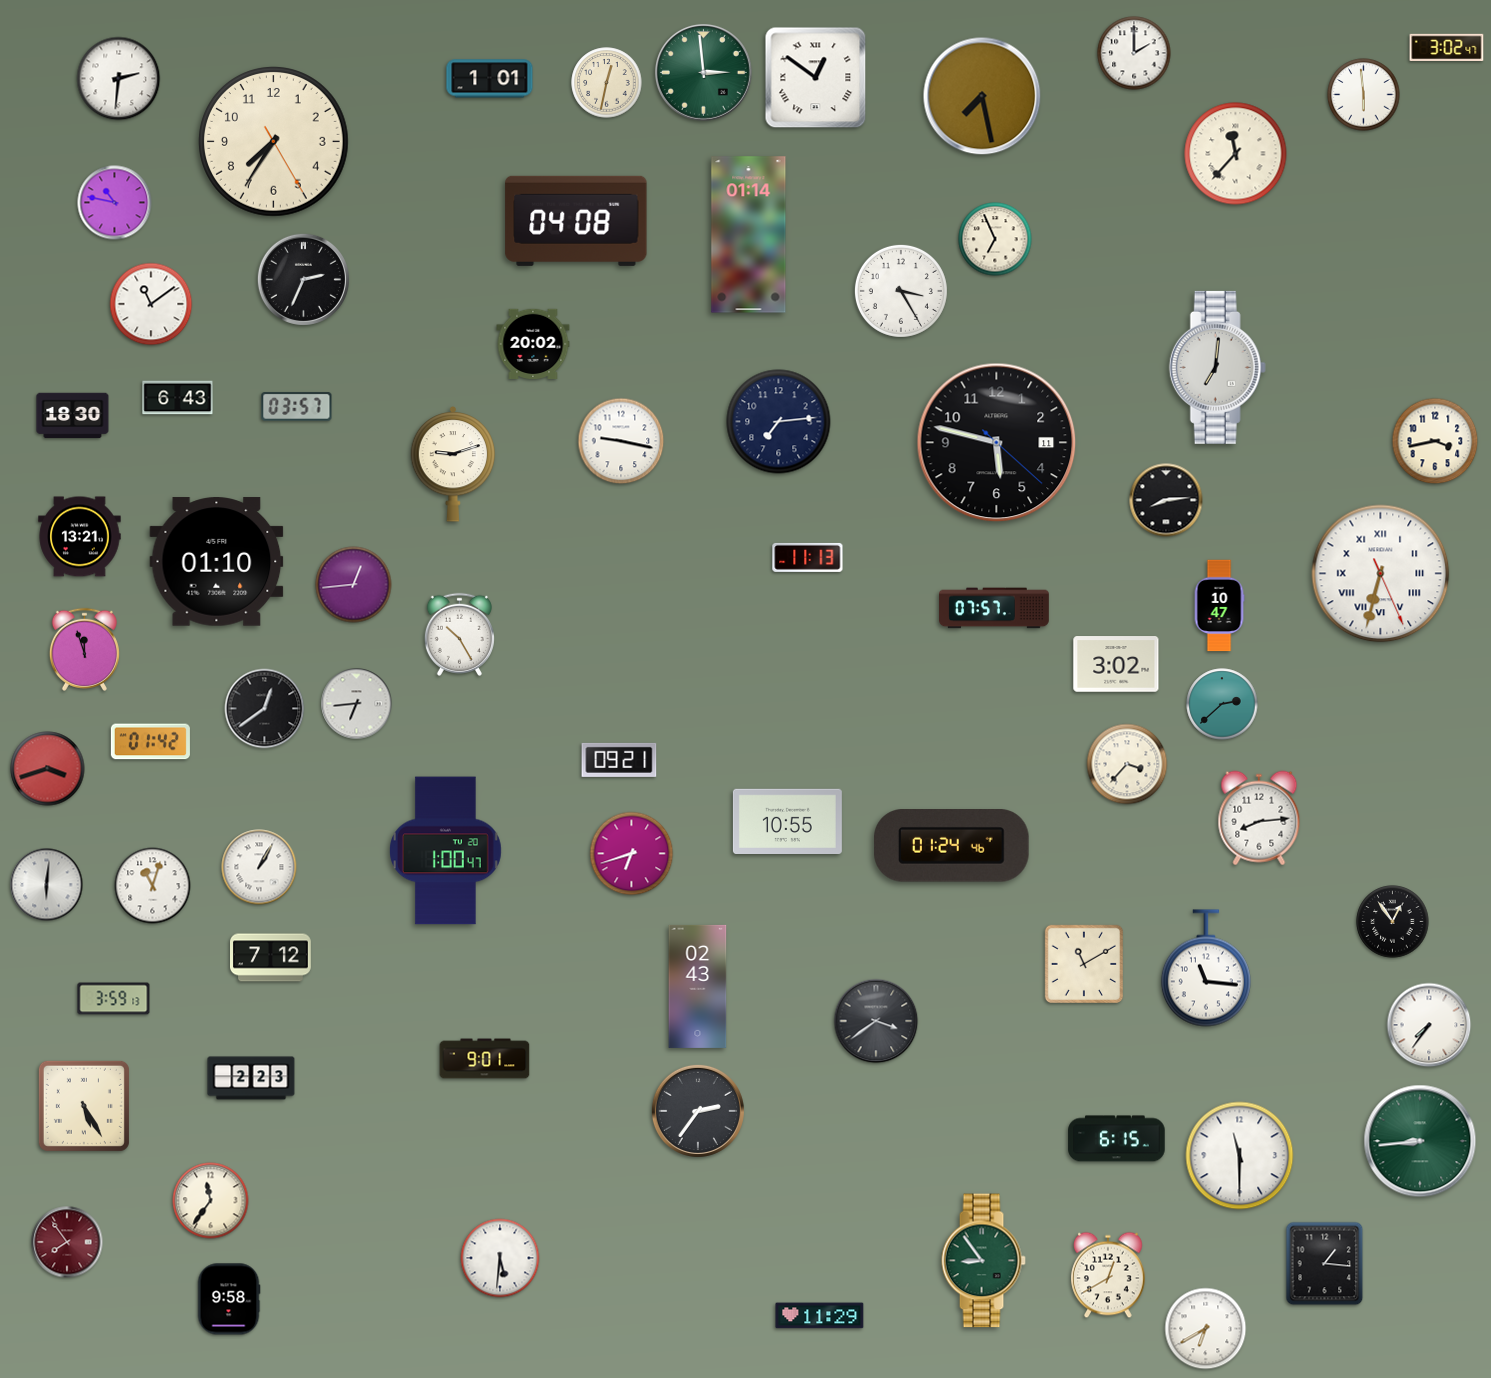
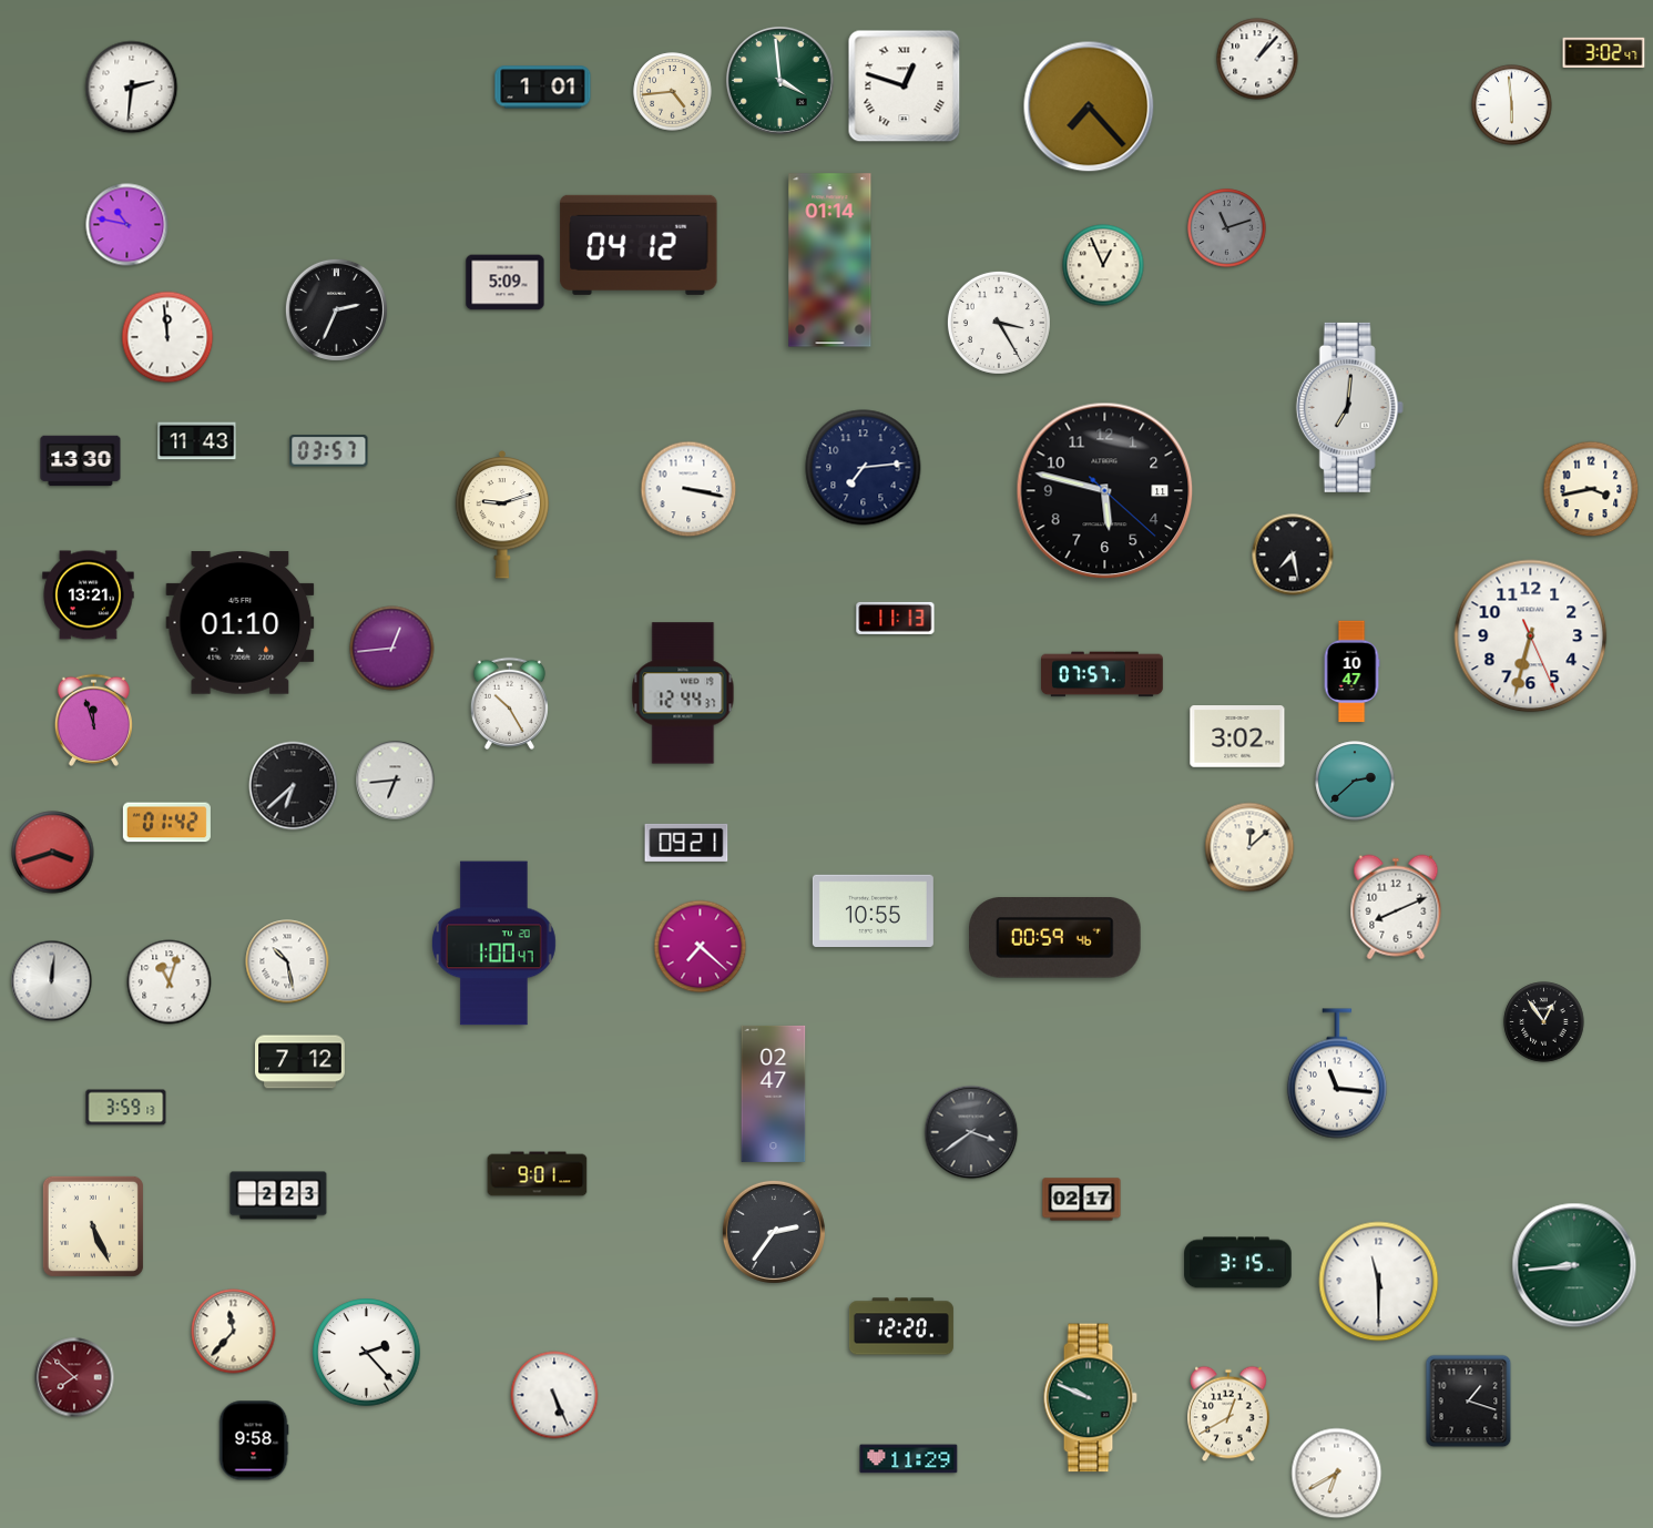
clock at (1134, 53): 2:00 -> 1:07
clock at (703, 72): 2:59 -> 3:59
clock at (816, 78): 12:51 -> 12:48
clock at (607, 83): 12:32 -> 4:44
clock at (982, 96): 7:28 -> 7:23
clock at (274, 142): 7:35 -> none
clock at (1236, 154): 11:37 -> none
clock at (1227, 228): none -> 11:12
clock at (576, 221): 04:08 -> 04:12
clock at (995, 239): 6:56 -> 12:56
clock at (506, 283): none -> 5:09
clock at (151, 304): 11:09 -> 11:59
clock at (533, 344): 20:02 -> none
clock at (178, 398): 6:43 -> 11:43
clock at (73, 416): 18:30 -> 13:30
clock at (621, 441): 9:17 -> 3:17
clock at (1166, 500): 8:14 -> 7:28
clock at (1381, 574) numerals: Roman -> Arabic
clock at (683, 693): none -> 12:44
clock at (265, 709): 12:39 -> 6:38
clock at (1127, 764): 3:37 -> 12:08
clock at (1259, 818): 8:14 -> 8:11
clock at (952, 846): 01:24 -> 00:59
clock at (632, 854): 6:42 -> 7:22
clock at (259, 867): 1:05 -> 10:28
clock at (47, 885): 6:01 -> 12:01
clock at (1083, 963): 11:10 -> none
clock at (698, 986): 02:43 -> 02:47
clock at (1429, 1025): 7:36 -> none
clock at (1082, 1200): none -> 02:17
clock at (84, 1106): 5:25 -> 5:26
clock at (1117, 1139): 6:15 -> 3:15
clock at (1240, 1156) position: (1240, 1156) -> (1379, 1282)
clock at (901, 1326): none -> 12:20
clock at (211, 1201): 11:36 -> 11:37
clock at (367, 1353): none -> 2:23
clock at (67, 1242): 7:54 -> 7:52
clock at (500, 1258): 5:31 -> 5:26
clock at (983, 1261): 8:54 -> 9:49
clock at (1325, 1264): 1:16 -> 1:18
